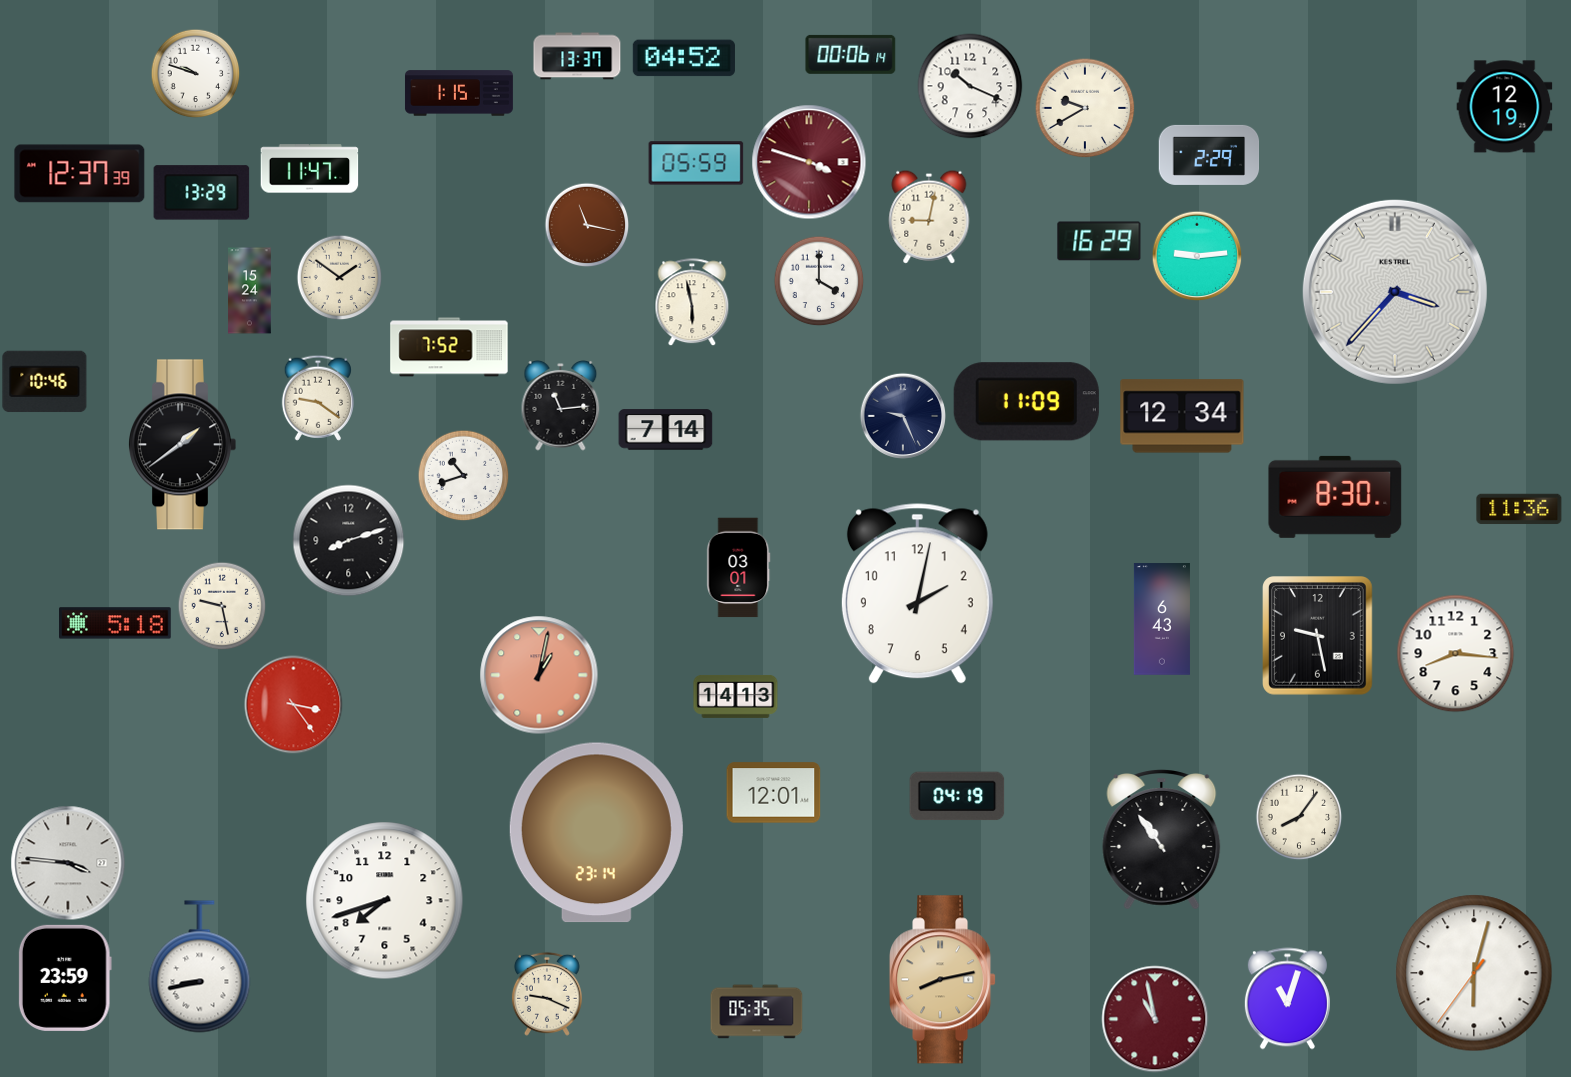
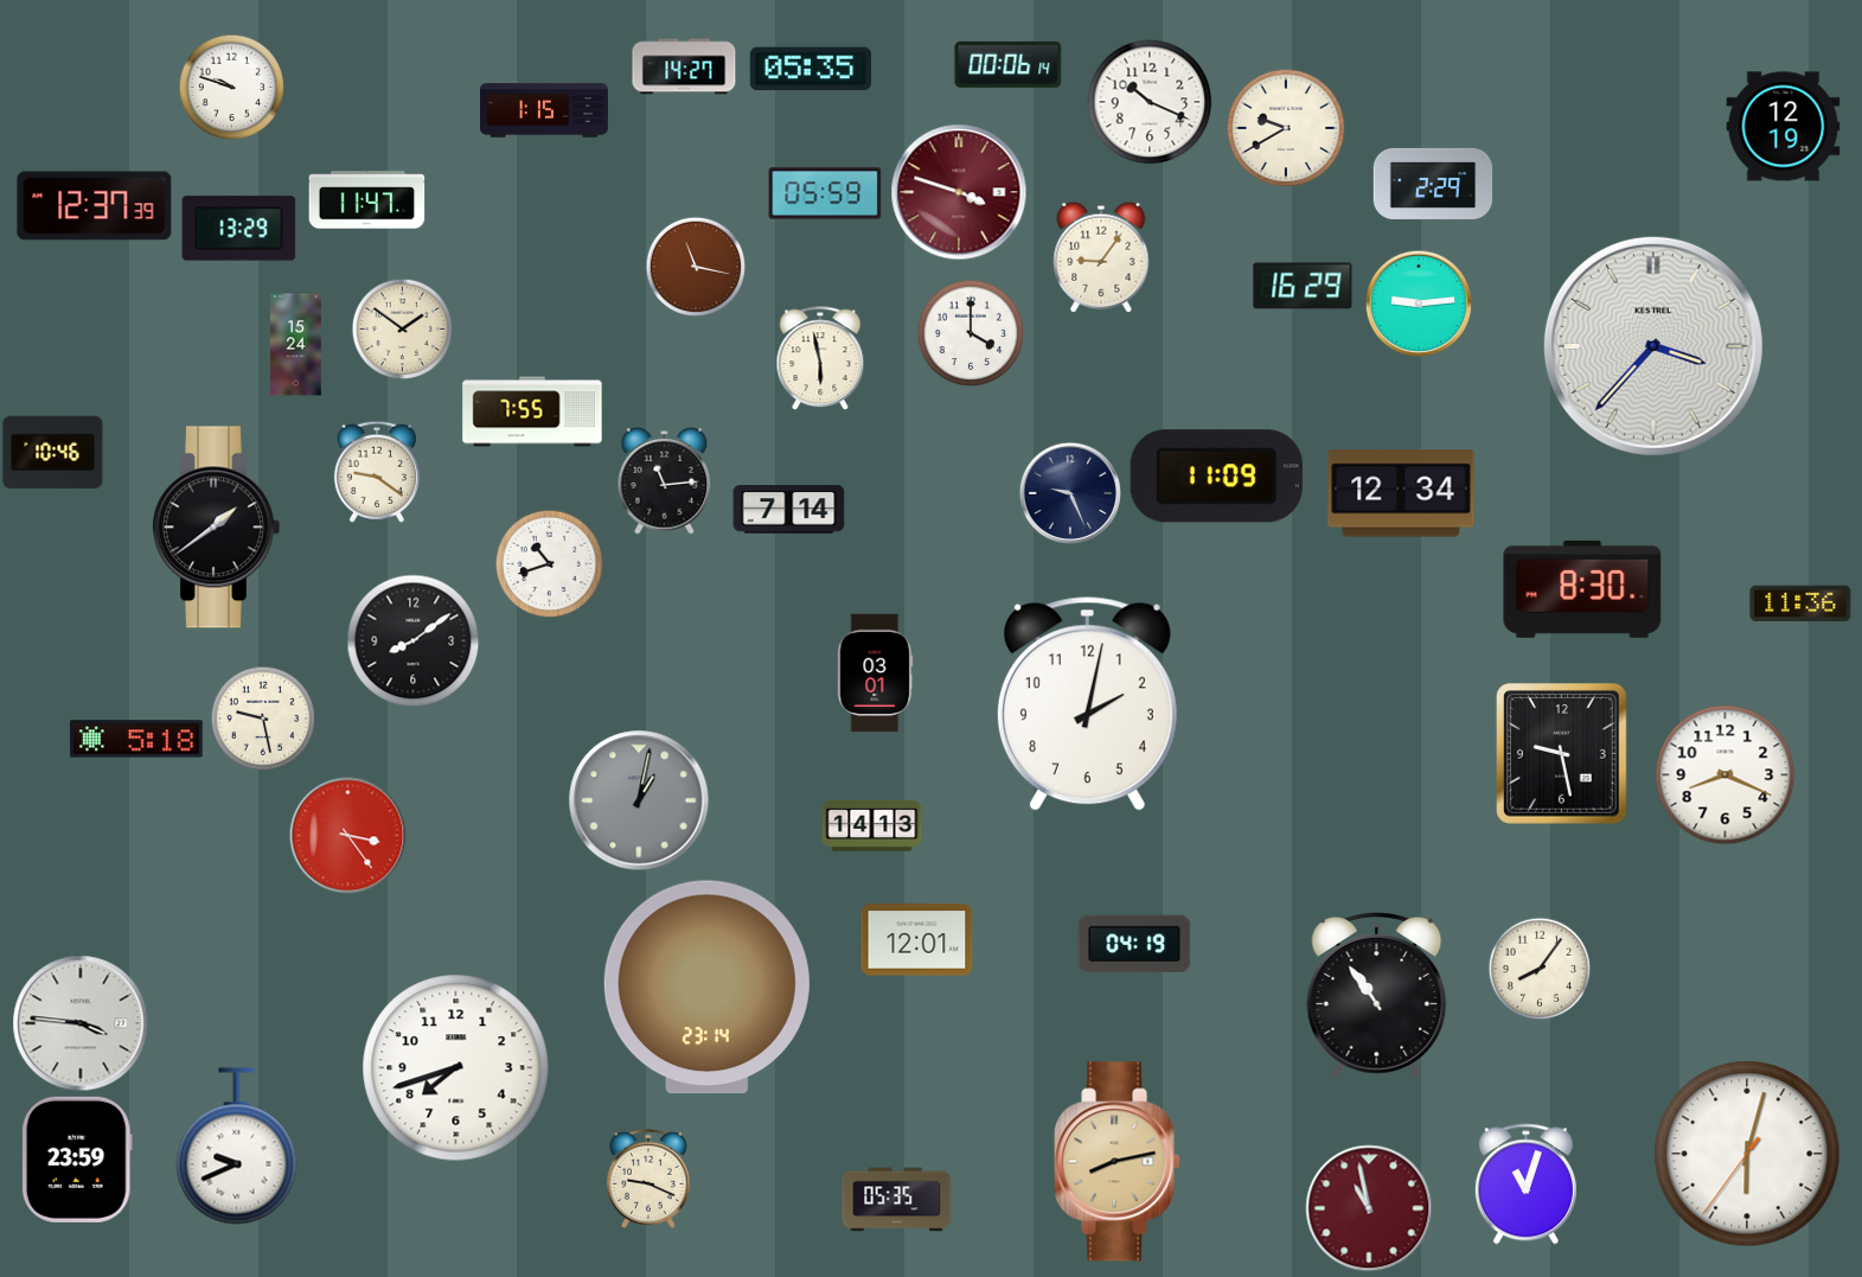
clock at (577, 56): 13:37 -> 14:27
clock at (684, 58): 04:52 -> 05:35
clock at (929, 217): 9:02 -> 9:06
clock at (449, 347): 7:52 -> 7:55
clock at (349, 541): 8:12 -> 8:09
clock at (1162, 619): 6:43 -> none
clock at (1456, 654): 8:16 -> 8:19
clock at (539, 675) dial: salmon -> grey
clock at (200, 967): 8:43 -> 9:41
